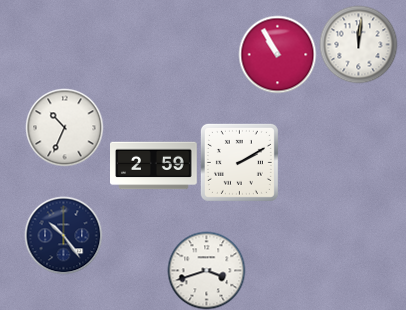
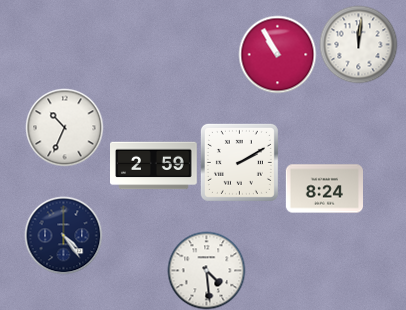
clock at (324, 189): none -> 8:24
clock at (63, 235): 10:24 -> 4:24
clock at (206, 270): 3:42 -> 4:29
